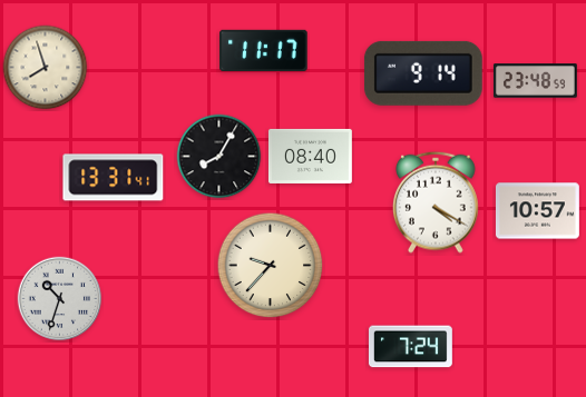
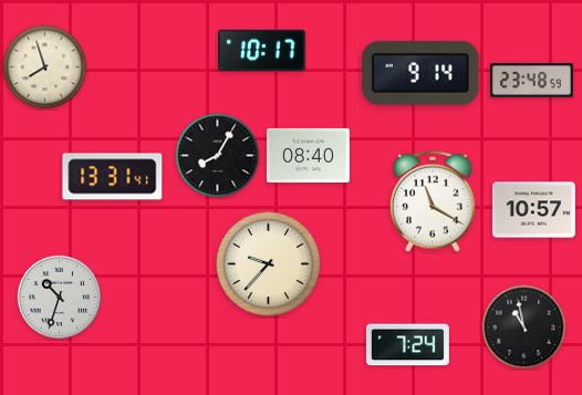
clock at (264, 50): 11:17 -> 10:17
clock at (437, 202): 4:20 -> 11:20
clock at (524, 328): none -> 10:58
